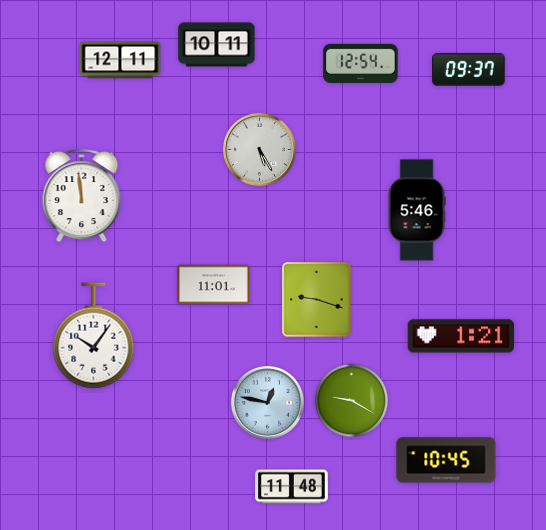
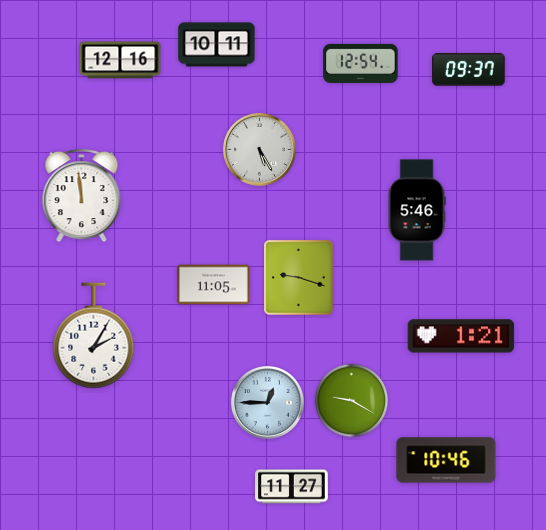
clock at (120, 60): 12:11 -> 12:16
clock at (214, 285): 11:01 -> 11:05
clock at (317, 300) position: (317, 300) -> (299, 278)
clock at (94, 336): 10:06 -> 2:05
clock at (267, 402): 12:47 -> 12:45
clock at (446, 460): 10:45 -> 10:46
clock at (292, 487): 11:48 -> 11:27
